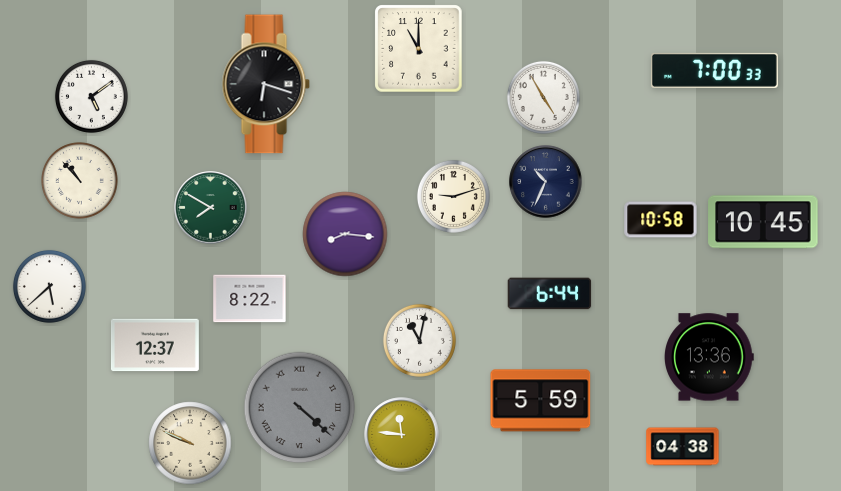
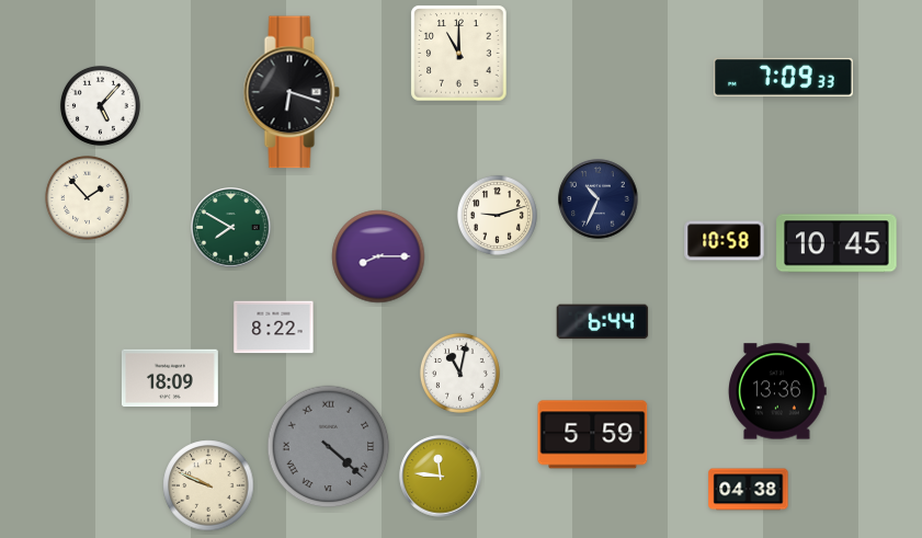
clock at (714, 70): 7:00 -> 7:09
clock at (91, 96): 5:09 -> 5:07
clock at (543, 97): 4:55 -> none
clock at (80, 181): 10:53 -> 1:53
clock at (345, 234): 8:16 -> 8:15
clock at (49, 286): 5:38 -> none
clock at (155, 345): 12:37 -> 18:09
clock at (541, 401) position: (541, 401) -> (593, 435)
